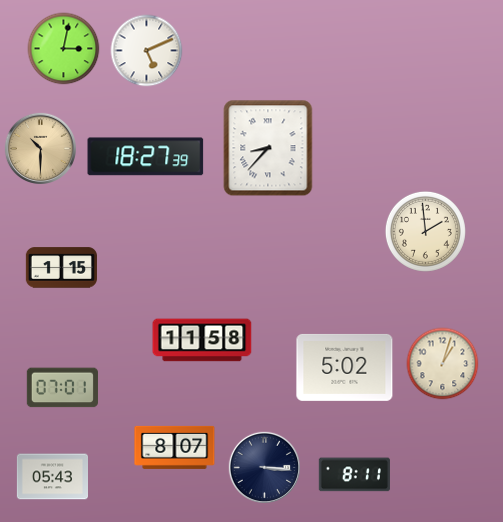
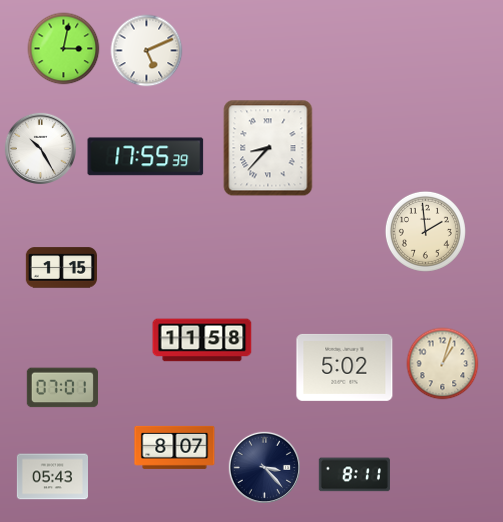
clock at (40, 148): 10:30 -> 10:25
clock at (40, 148) dial: champagne -> white
clock at (146, 157): 18:27 -> 17:55
clock at (264, 467): 3:16 -> 3:23
